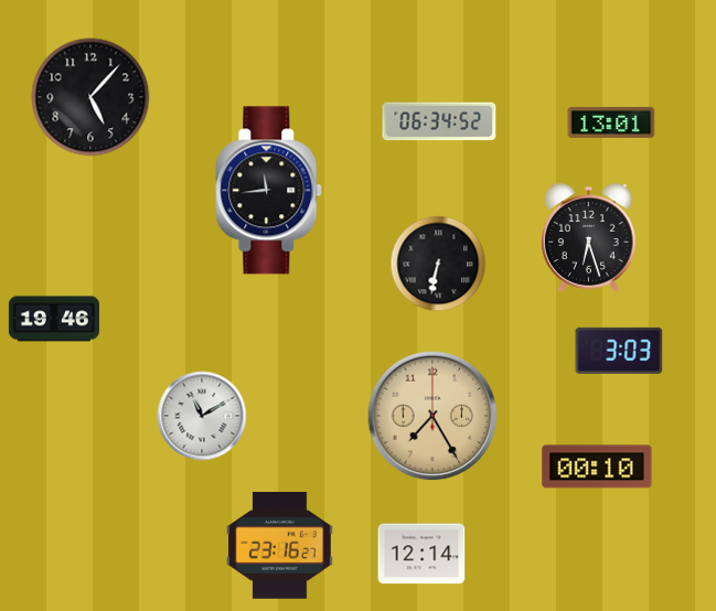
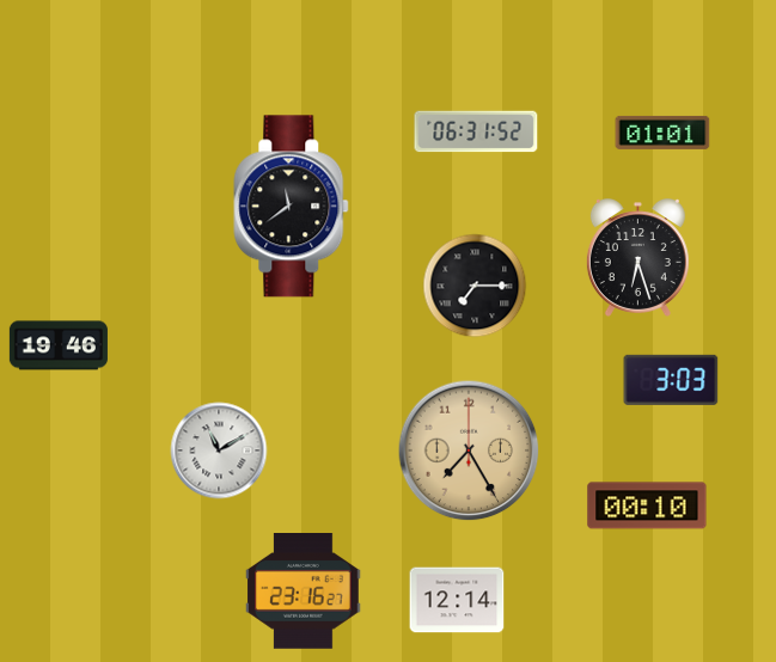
clock at (90, 97): 5:07 -> none
clock at (439, 121): 06:34 -> 06:31
clock at (611, 122): 13:01 -> 01:01
clock at (269, 191): 11:44 -> 11:39
clock at (438, 264): 6:32 -> 7:15
